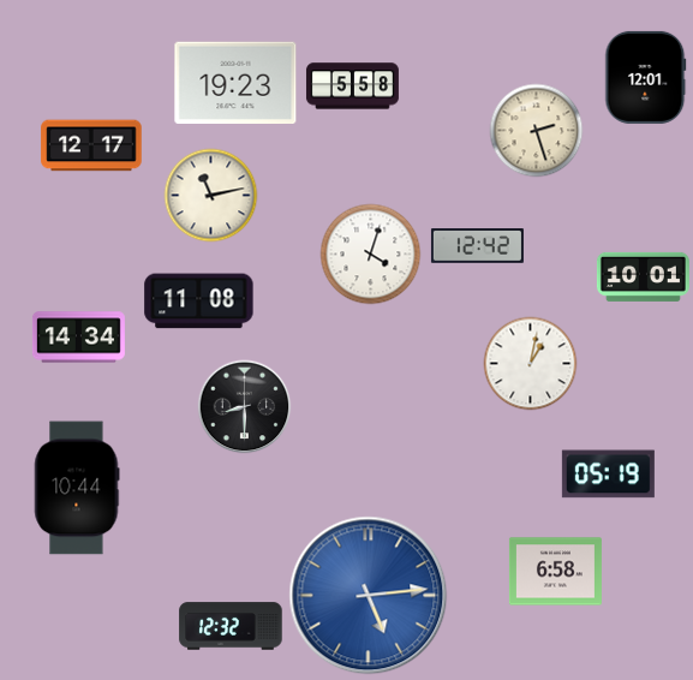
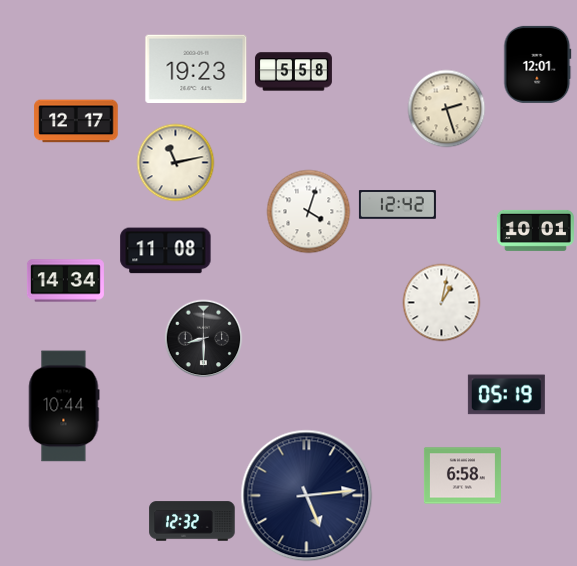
clock at (369, 596) dial: blue -> navy
